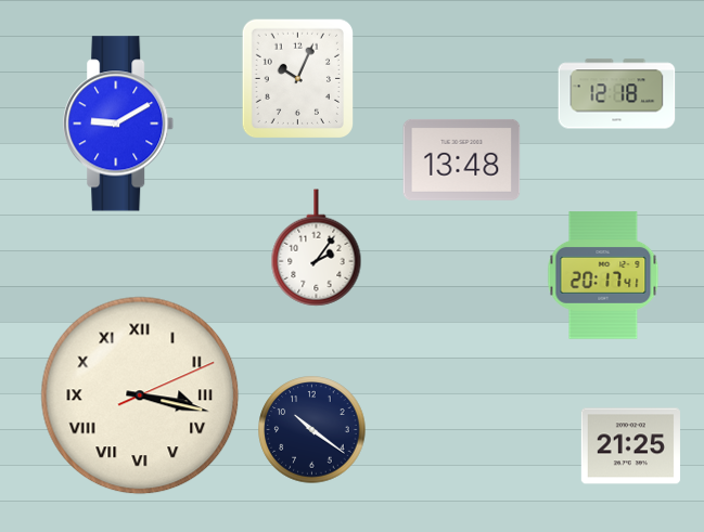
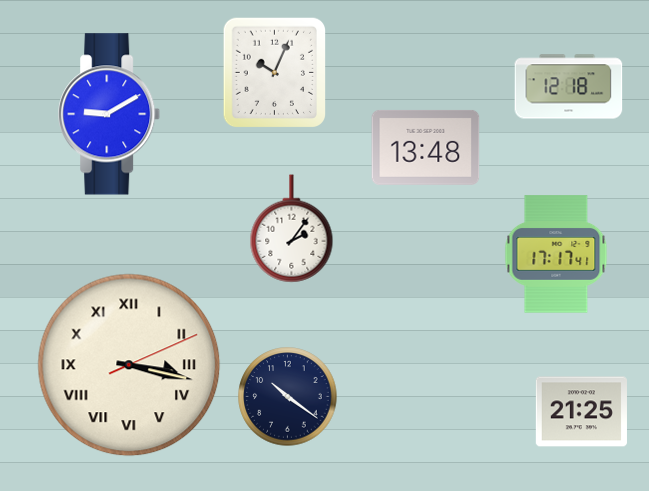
clock at (603, 275): 20:17 -> 17:17
